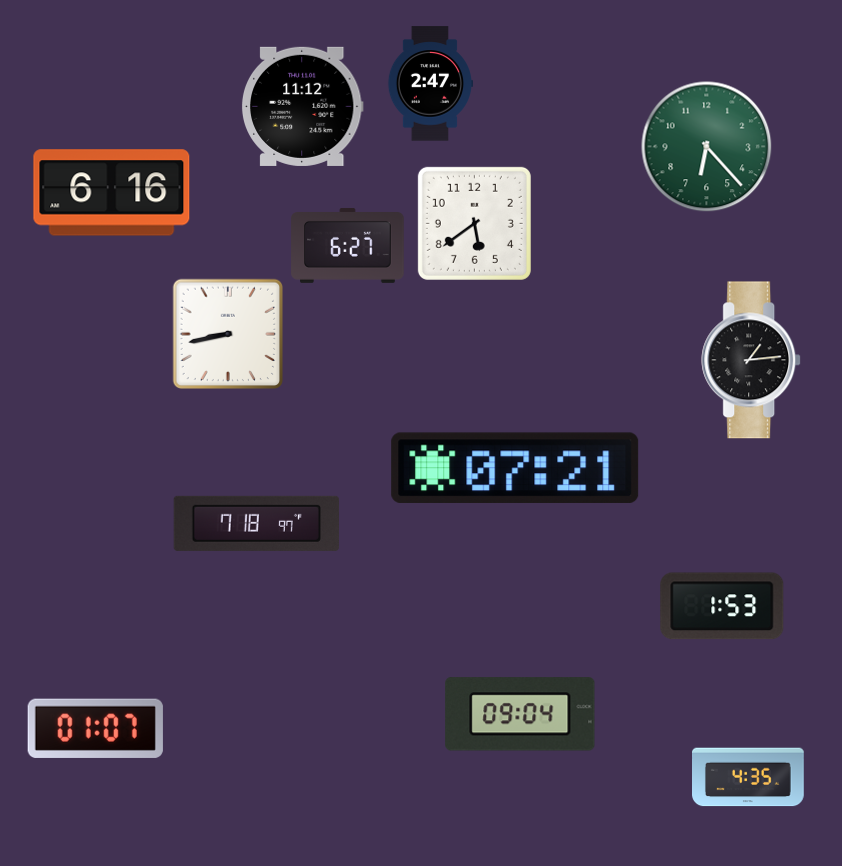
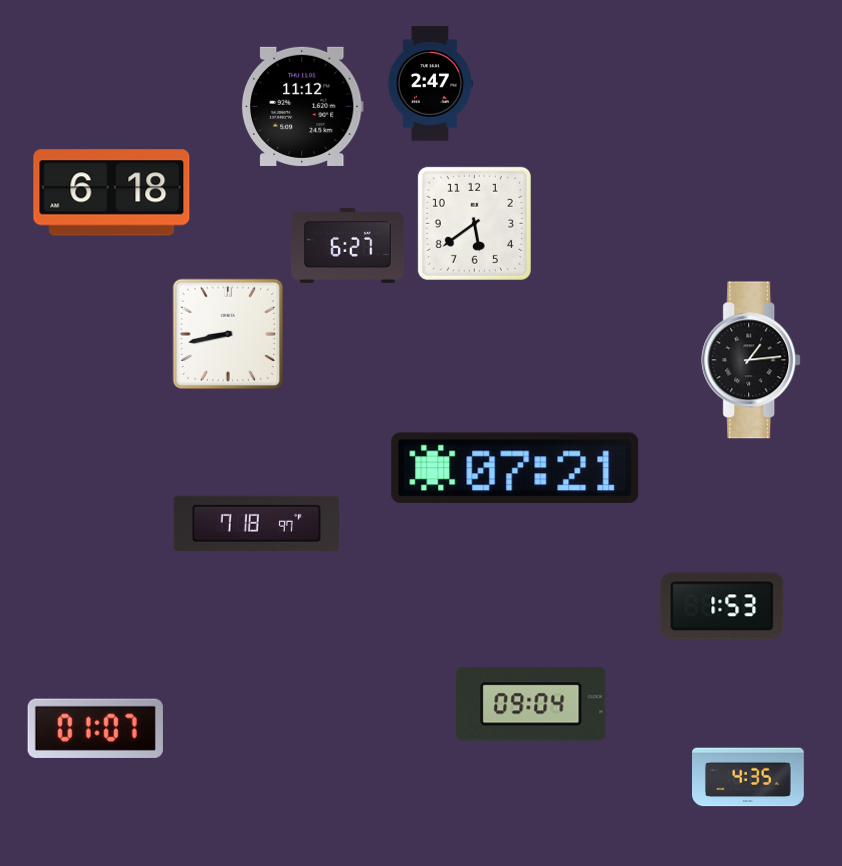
clock at (707, 147): 6:23 -> none
clock at (112, 193): 6:16 -> 6:18
clock at (520, 714) position: (520, 714) -> (531, 704)
